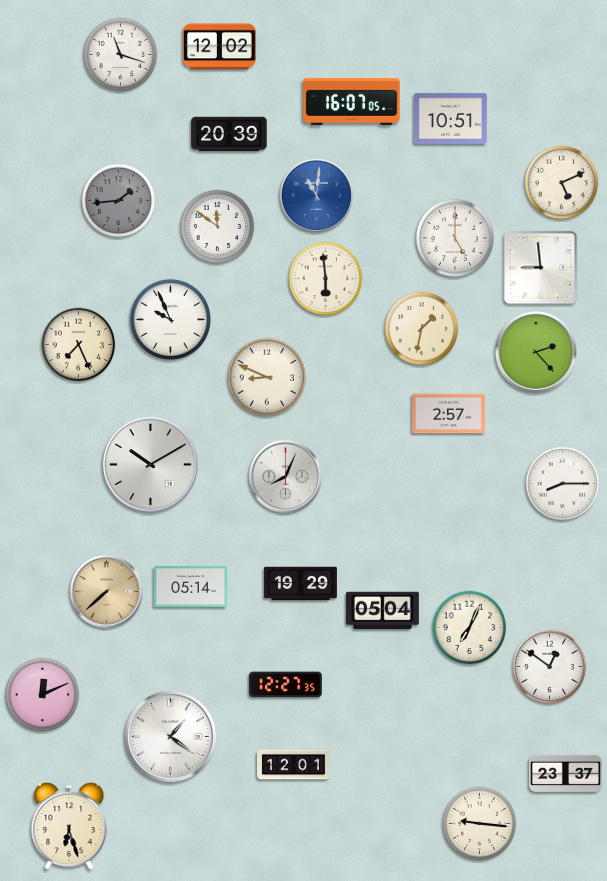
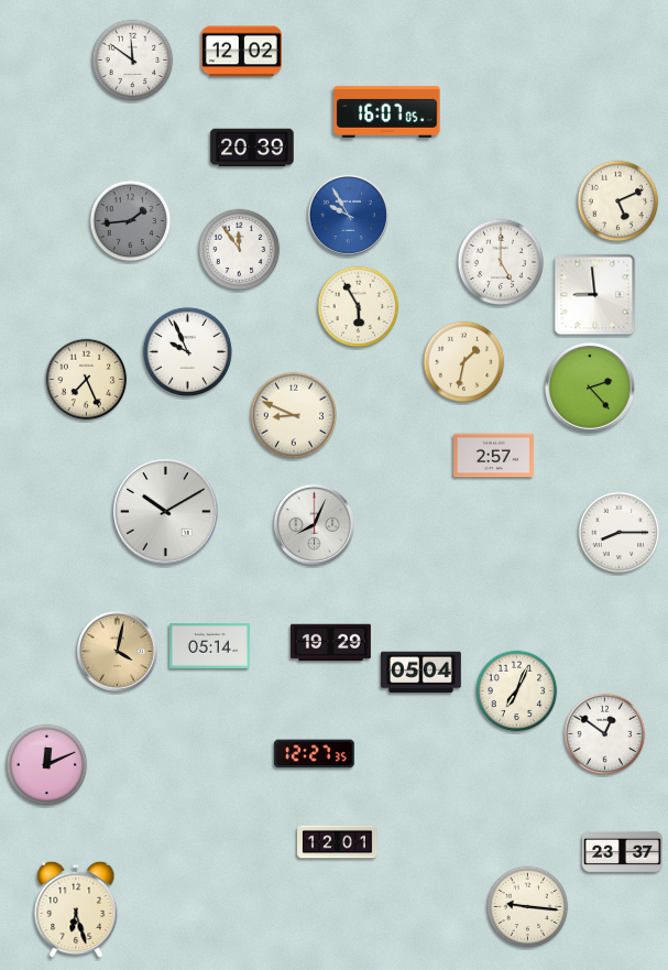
clock at (121, 55): 11:18 -> 11:51
clock at (451, 118): 10:51 -> none
clock at (316, 195): 11:01 -> 9:55
clock at (218, 227): 11:51 -> 11:54
clock at (326, 279): 5:59 -> 5:55
clock at (106, 591): 7:38 -> 4:02
clock at (171, 737): 1:21 -> none
clock at (294, 765) position: (294, 765) -> (338, 842)
